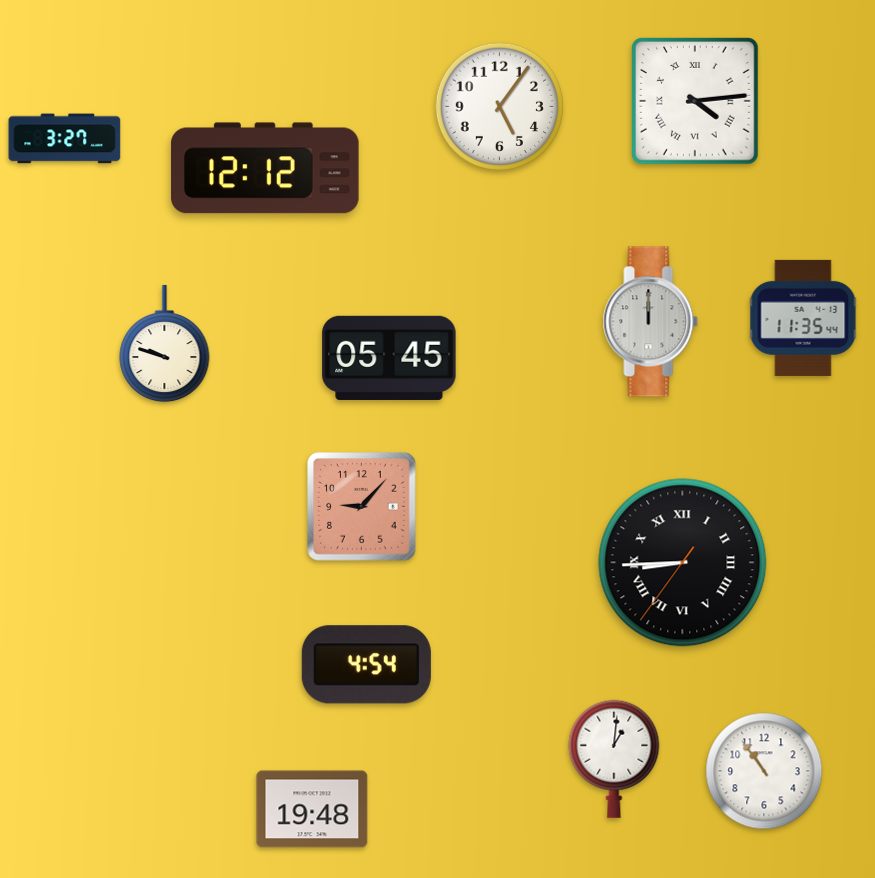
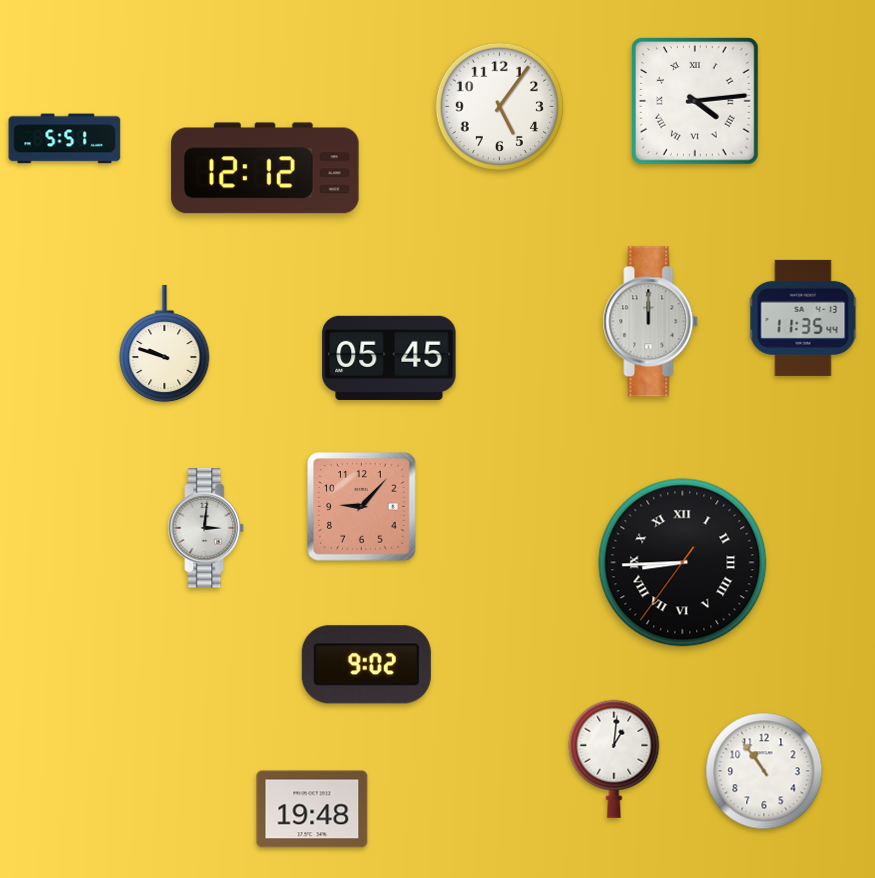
clock at (65, 139): 3:27 -> 5:51
clock at (206, 528): none -> 3:01
clock at (366, 665): 4:54 -> 9:02
